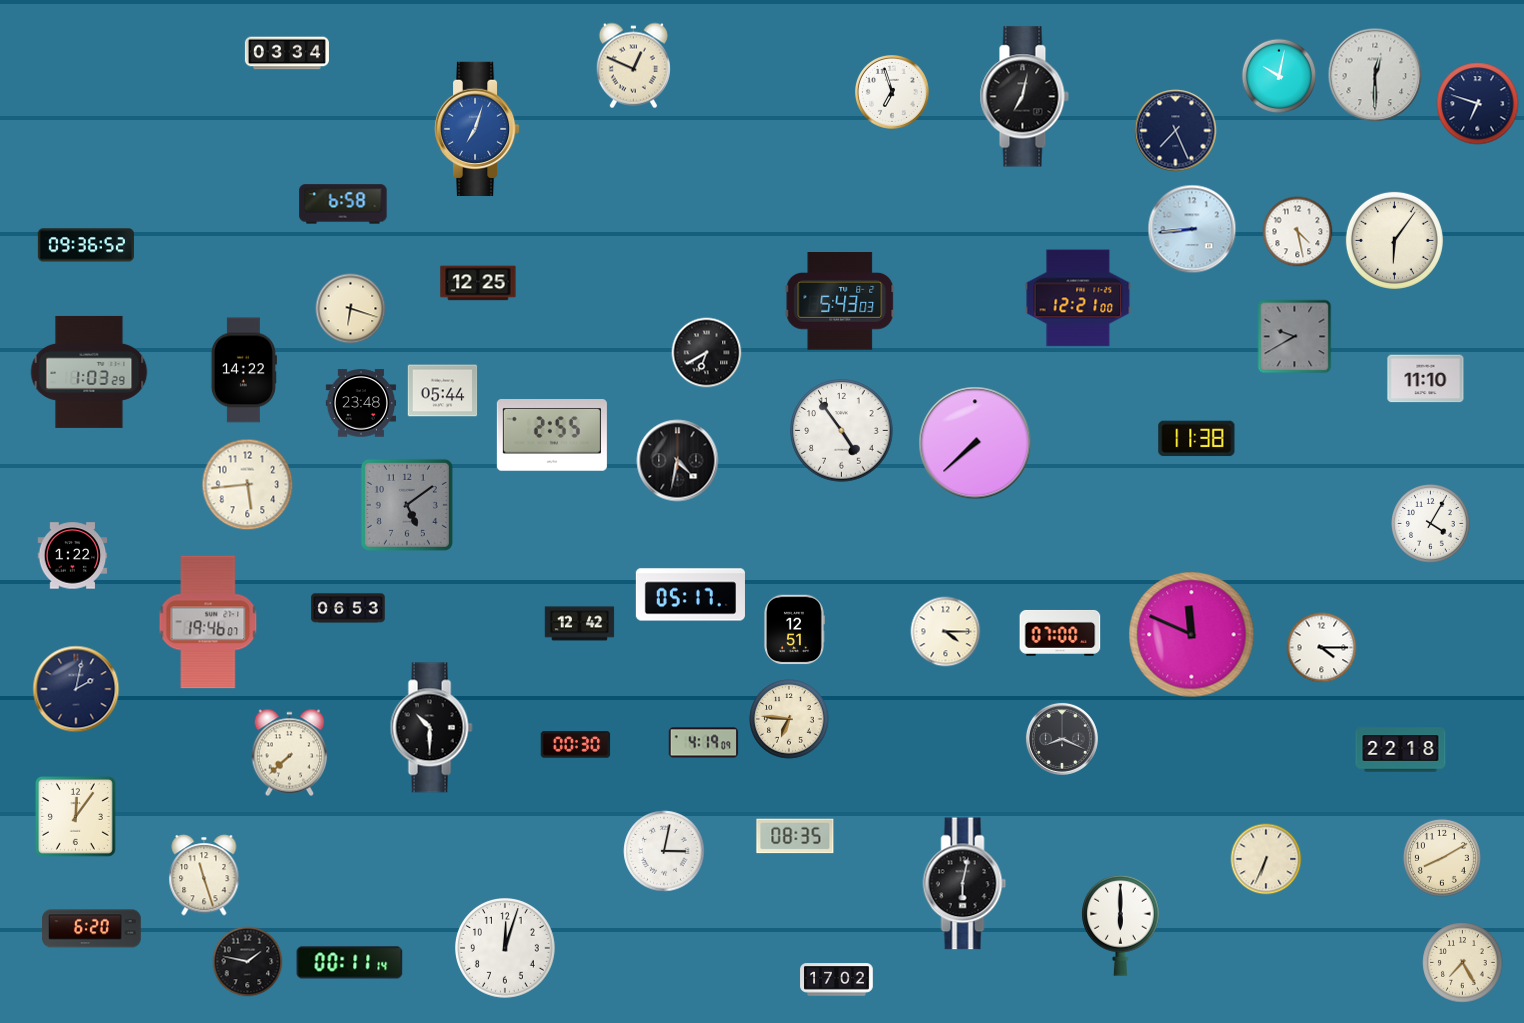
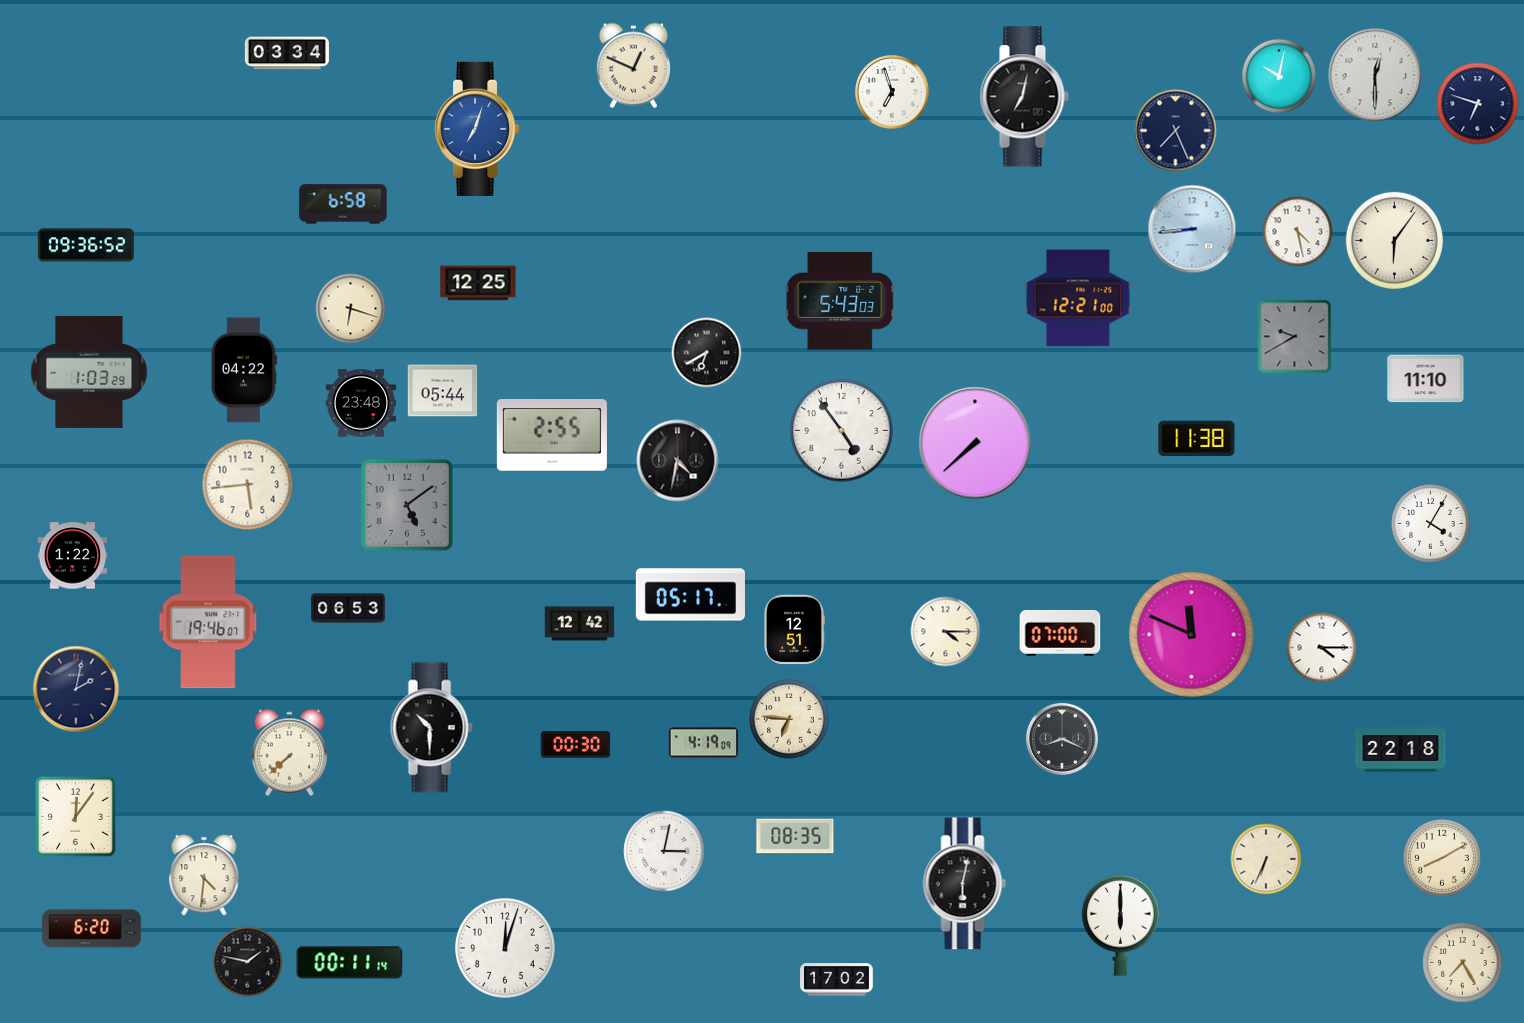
clock at (244, 370): 14:22 -> 04:22
clock at (204, 875): 11:27 -> 4:31
